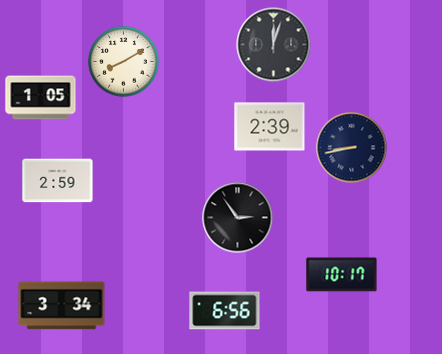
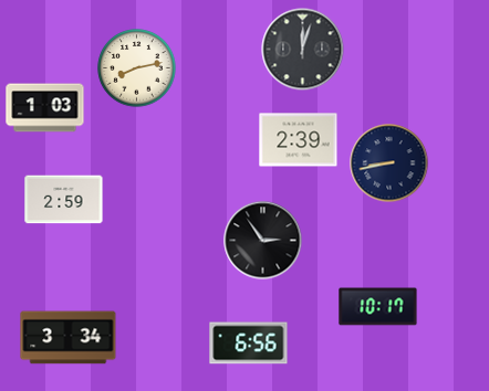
clock at (124, 62): 8:10 -> 8:13
clock at (41, 98): 1:05 -> 1:03
clock at (342, 275) position: (342, 275) -> (378, 307)
